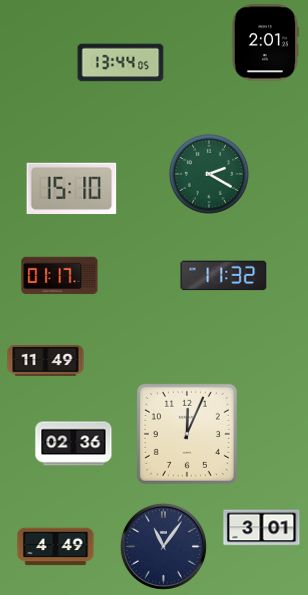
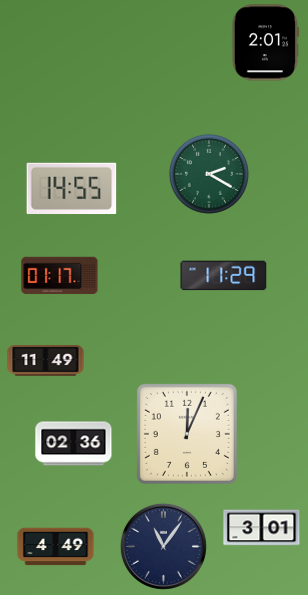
clock at (121, 63): 13:44 -> none
clock at (72, 189): 15:10 -> 14:55
clock at (224, 276): 11:32 -> 11:29
